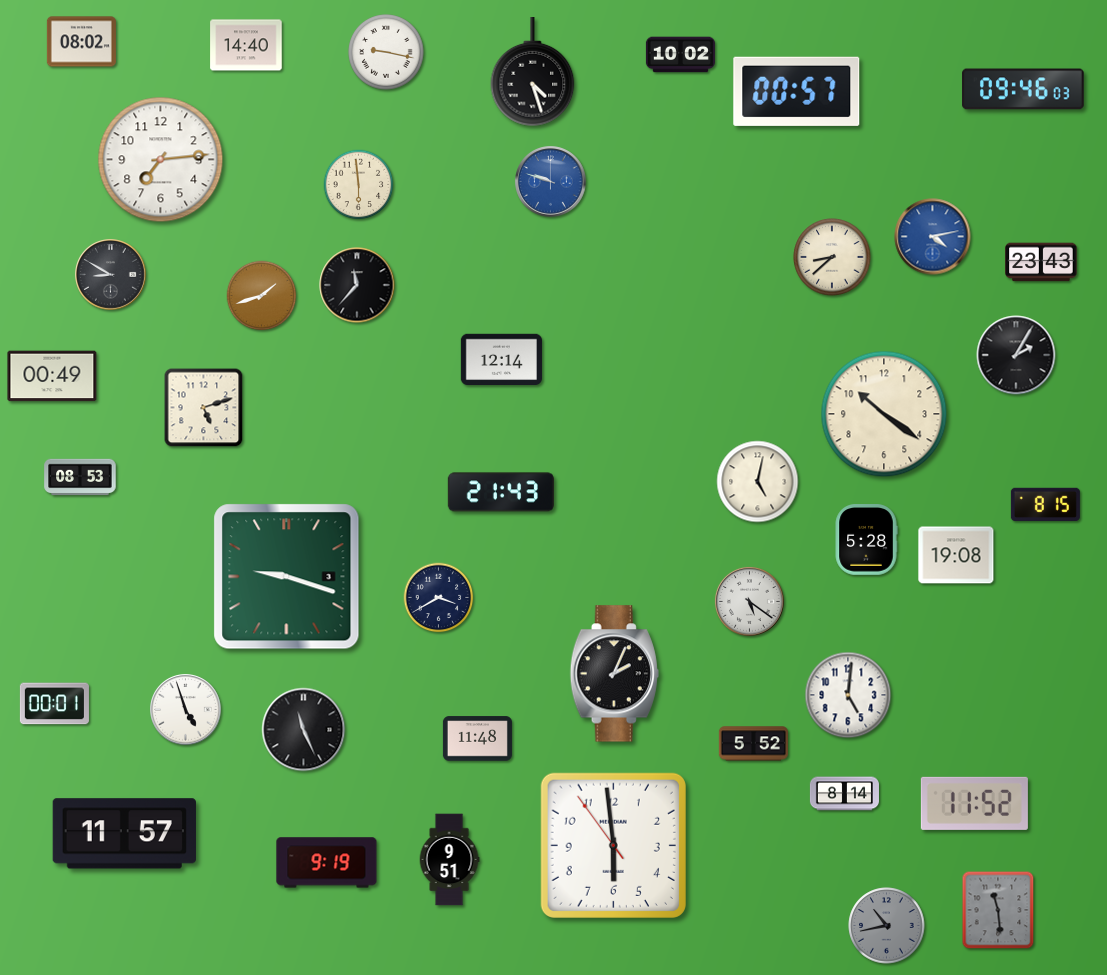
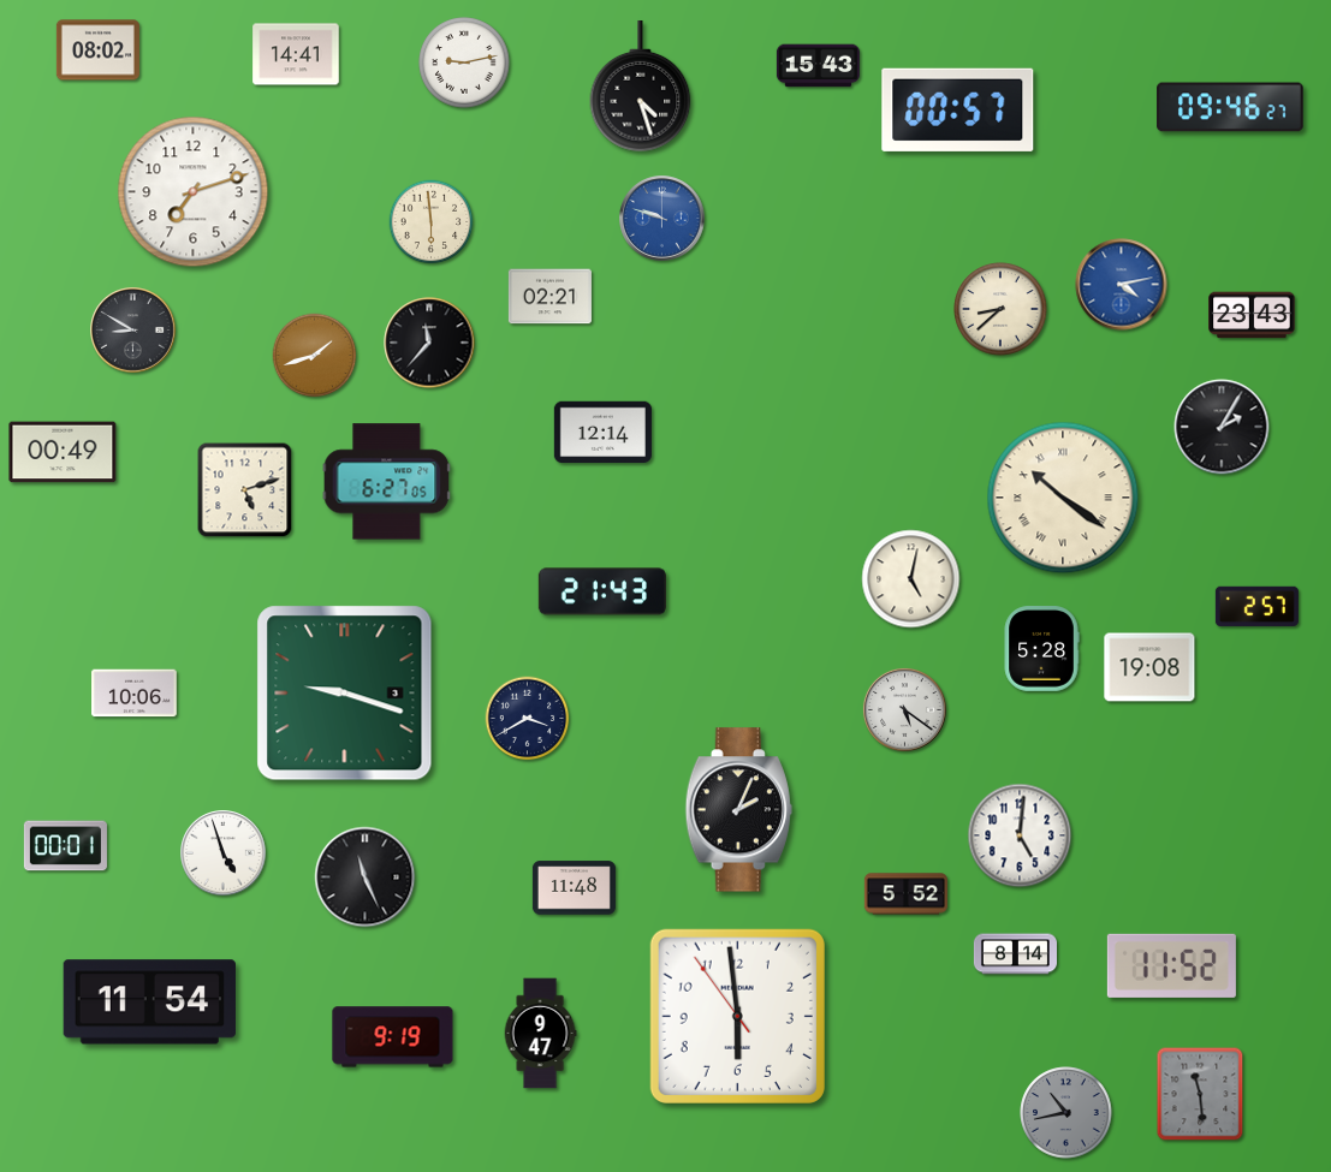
clock at (246, 45): 14:40 -> 14:41
clock at (386, 52): 9:17 -> 9:13
clock at (680, 55): 10:02 -> 15:43
clock at (1023, 89): 09:46:03 -> 09:46:27
clock at (161, 160): 7:14 -> 7:12
clock at (549, 297): none -> 02:21
clock at (387, 482): none -> 6:27
clock at (884, 414) numerals: Arabic -> Roman
clock at (80, 477): 08:53 -> none
clock at (1045, 504): 8:15 -> 2:57
clock at (135, 694): none -> 10:06
clock at (749, 601) position: (749, 601) -> (904, 709)
clock at (124, 834): 11:57 -> 11:54
clock at (449, 860): 9:51 -> 9:47
